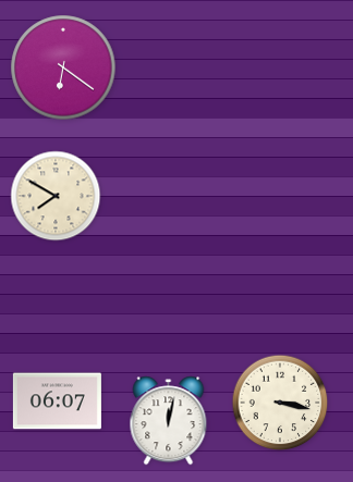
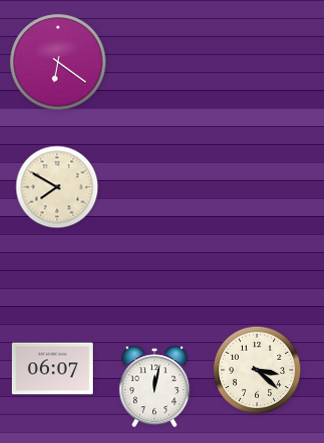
clock at (56, 196) position: (56, 196) -> (57, 187)
clock at (280, 403): 3:17 -> 3:22
